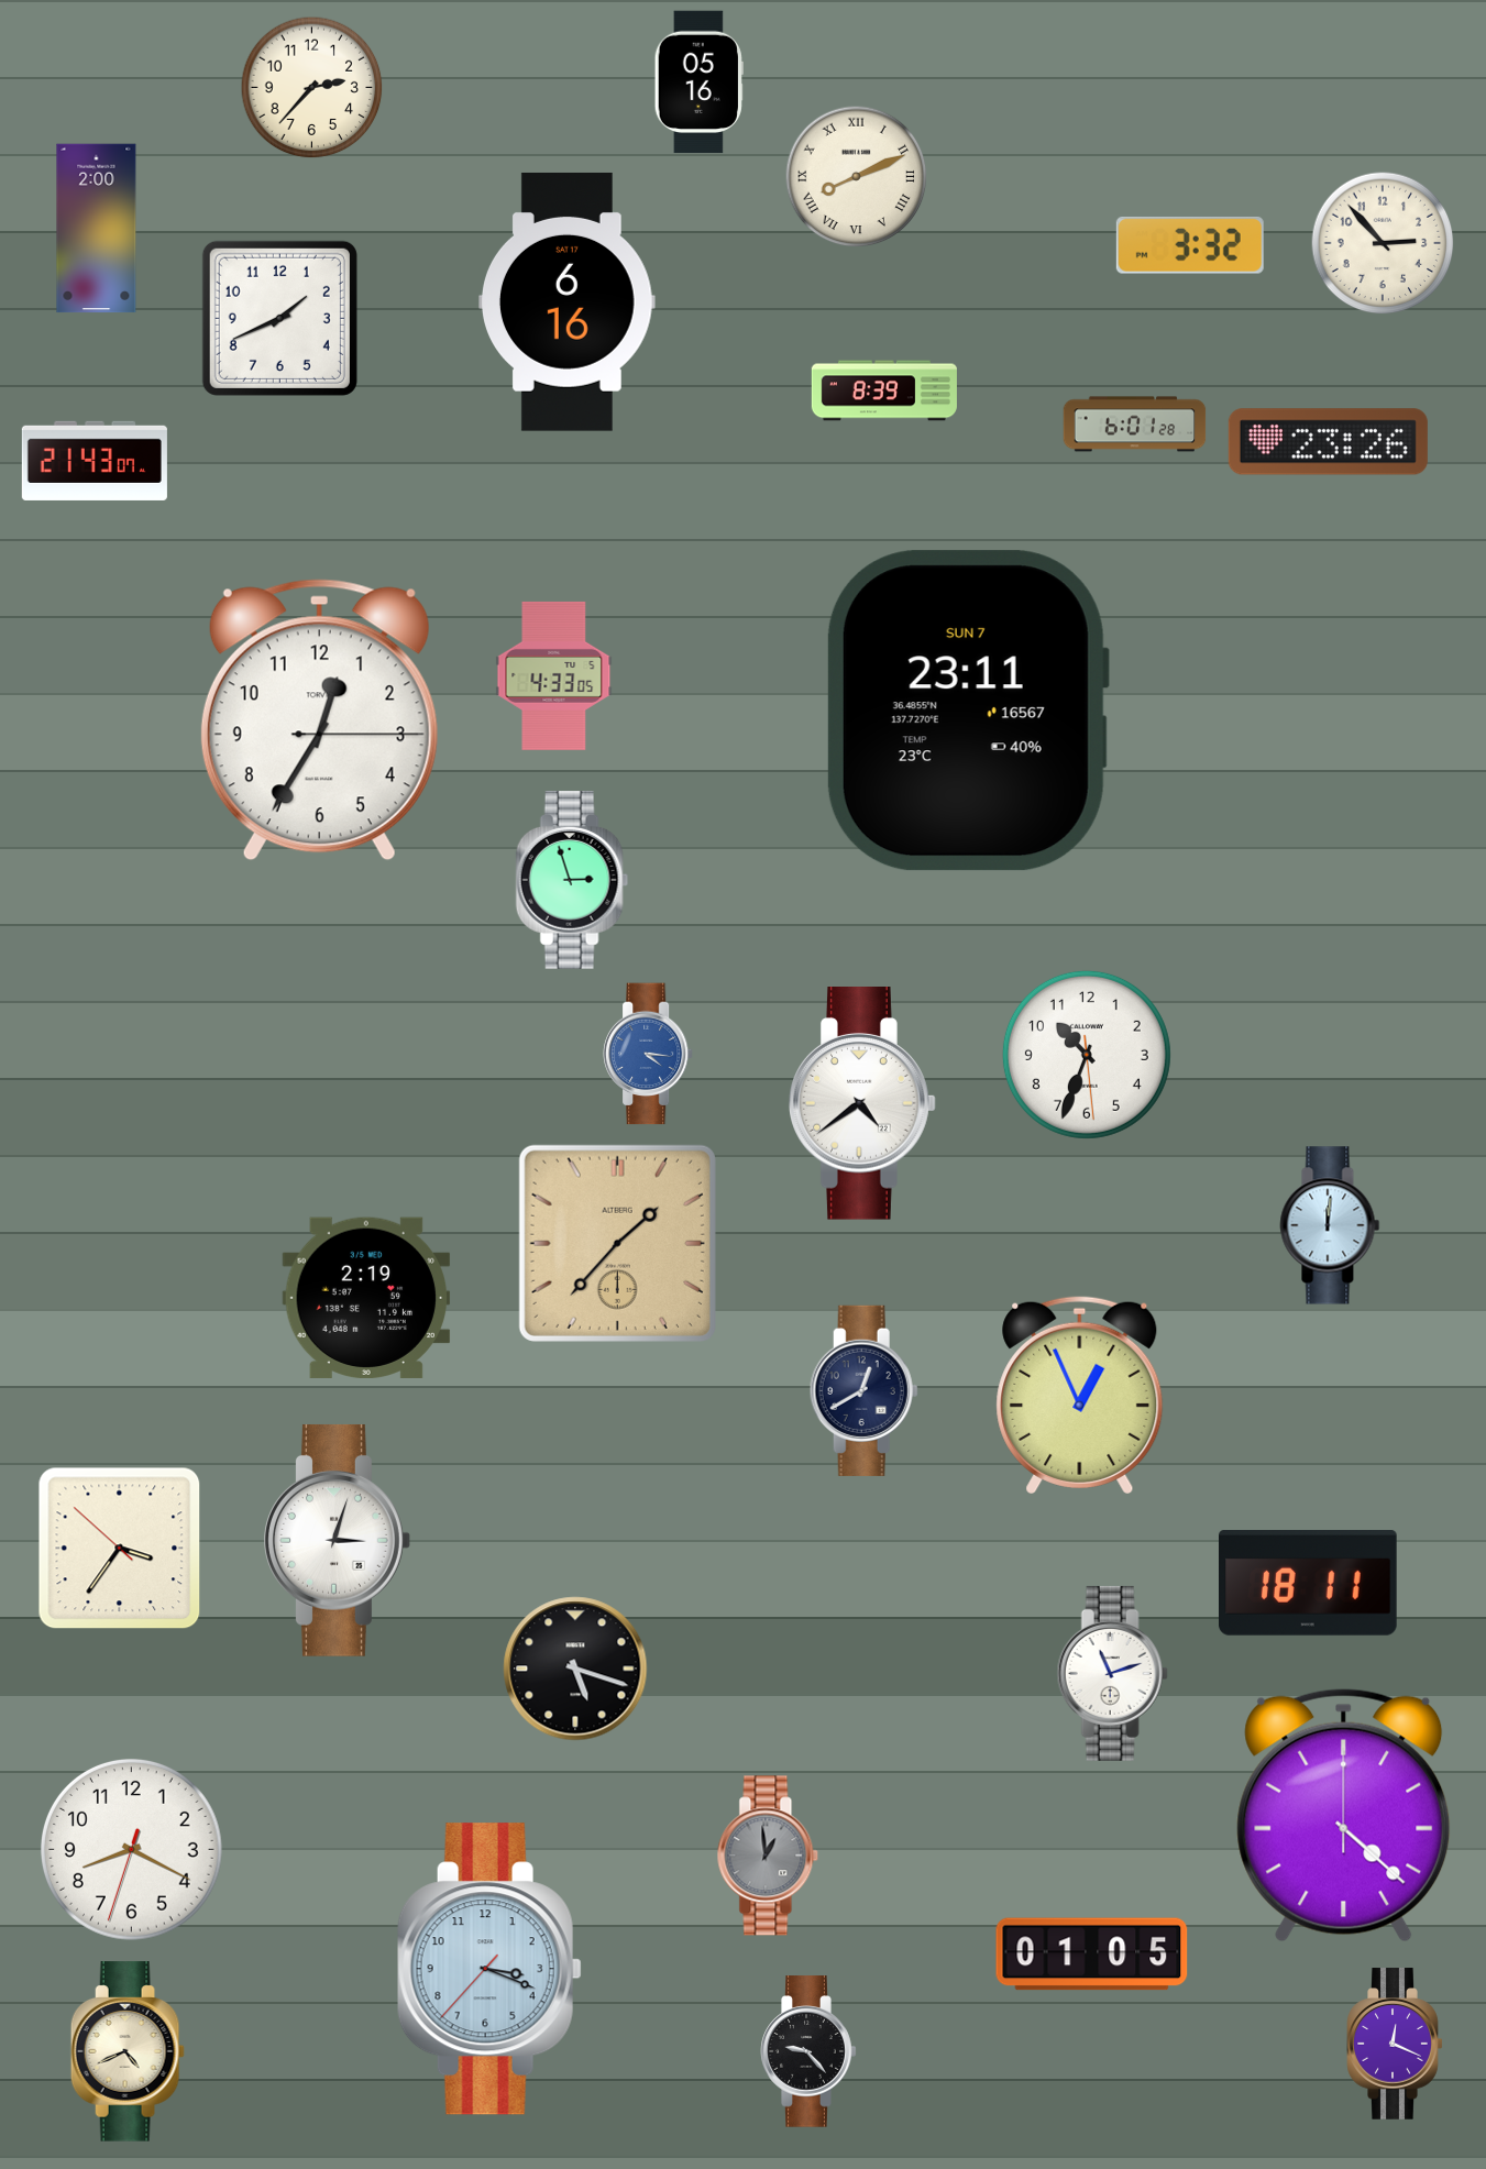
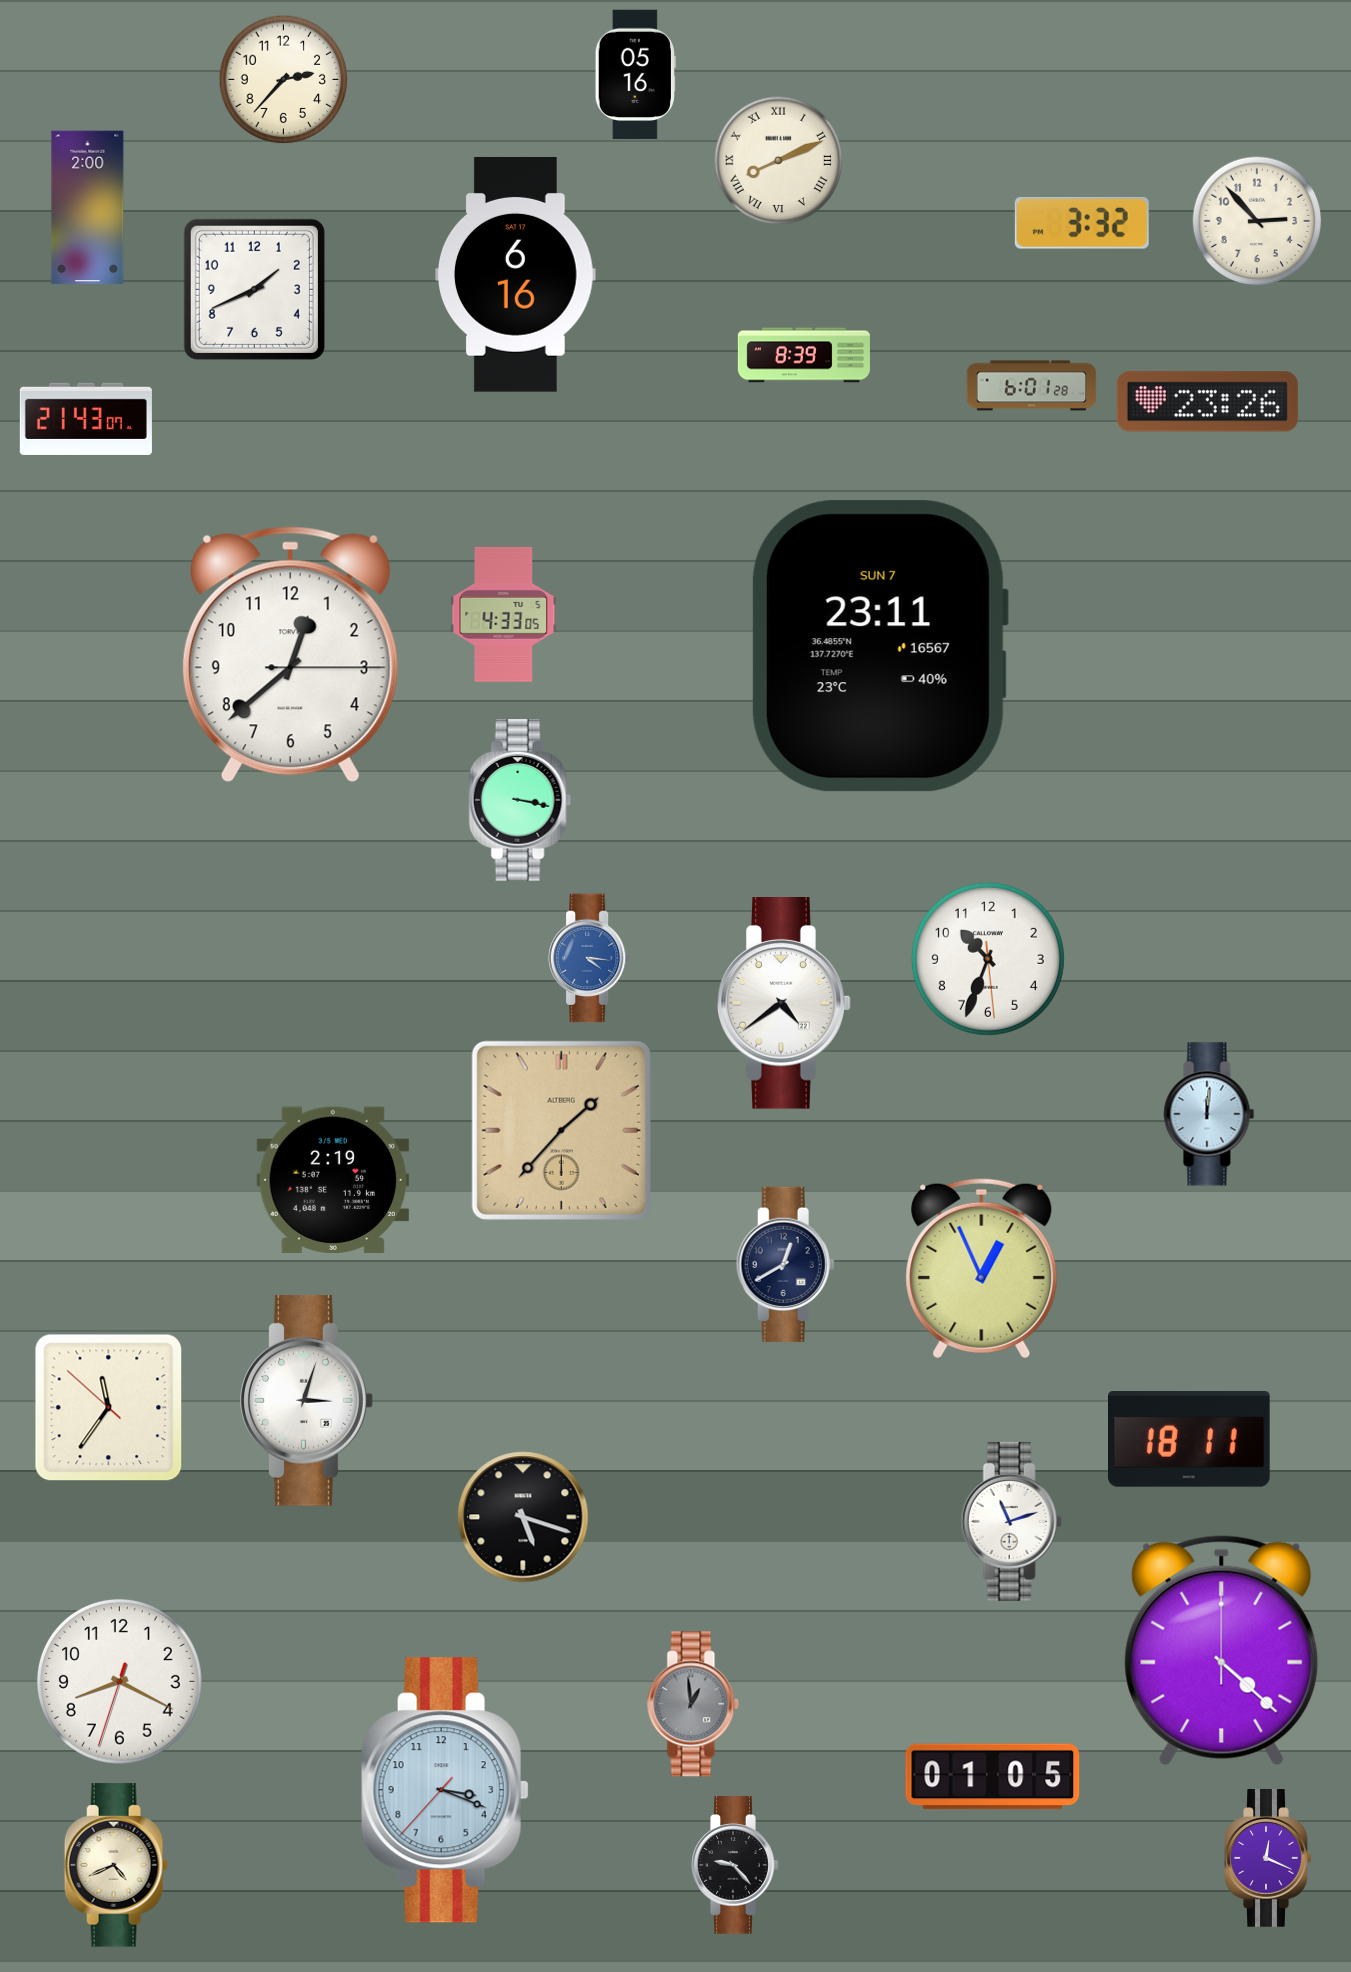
clock at (319, 720): 12:35 -> 12:38
clock at (572, 881): 2:57 -> 3:17
clock at (120, 1549): 3:35 -> 11:35
clock at (768, 1856) position: (768, 1856) -> (693, 1704)
